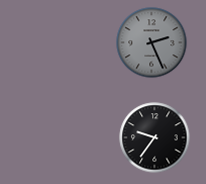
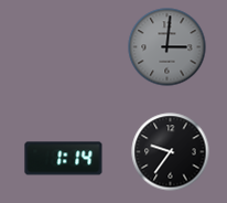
clock at (152, 43): 2:26 -> 3:01
clock at (64, 159): none -> 1:14
